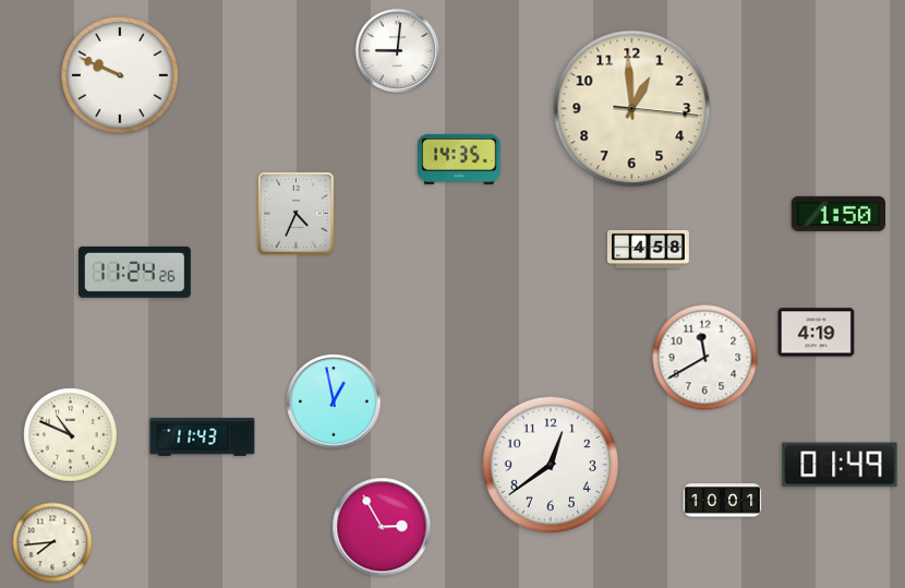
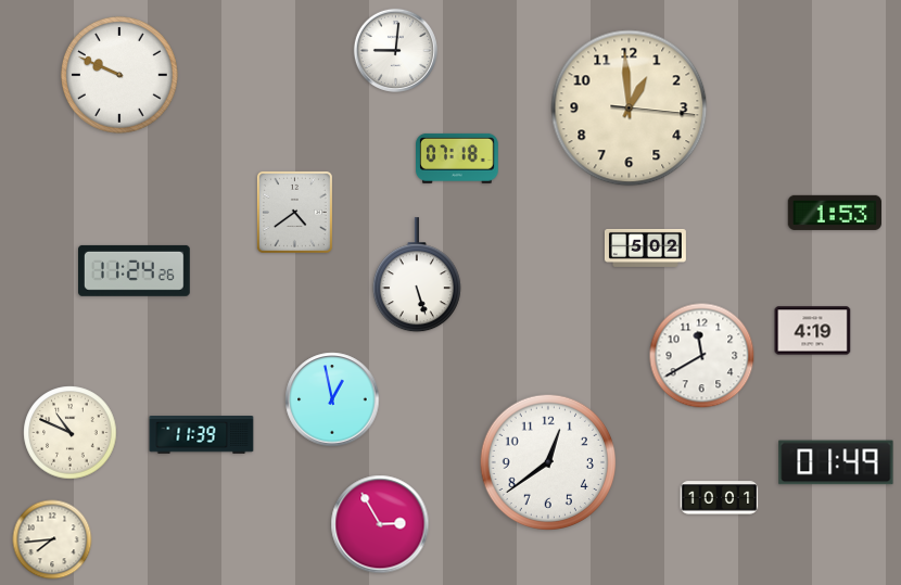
clock at (460, 159): 14:35 -> 07:18
clock at (295, 213): 4:34 -> 4:39
clock at (837, 214): 1:50 -> 1:53
clock at (648, 249): 4:58 -> 5:02
clock at (417, 276): none -> 5:27
clock at (203, 437): 11:43 -> 11:39
